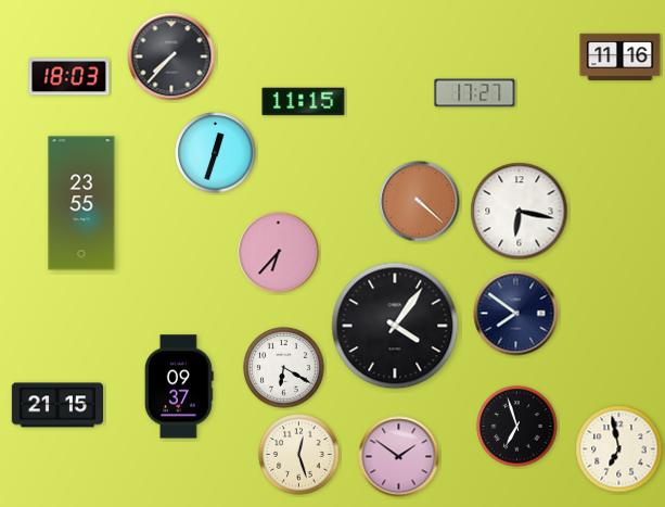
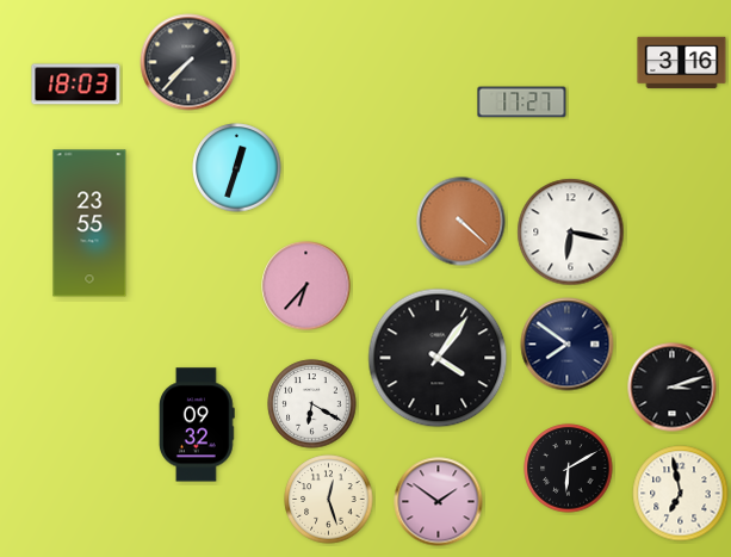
clock at (621, 58): 11:16 -> 3:16
clock at (304, 102): 11:15 -> none
clock at (279, 253) position: (279, 253) -> (306, 286)
clock at (395, 326) position: (395, 326) -> (438, 358)
clock at (673, 388): none -> 3:12
clock at (180, 386): 09:37 -> 09:32
clock at (56, 405): 21:15 -> none
clock at (517, 427): 6:57 -> 6:10
